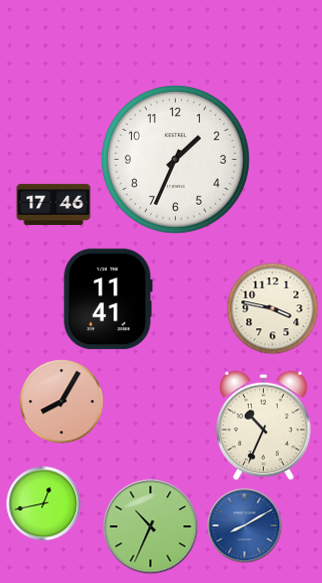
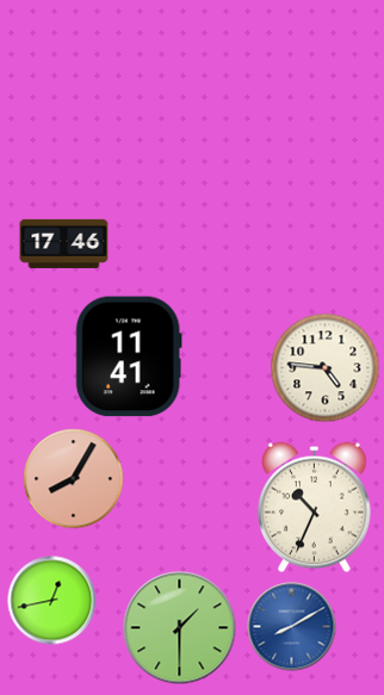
clock at (175, 159): 1:34 -> none
clock at (273, 309): 3:47 -> 4:46
clock at (151, 527): 10:34 -> 1:30
